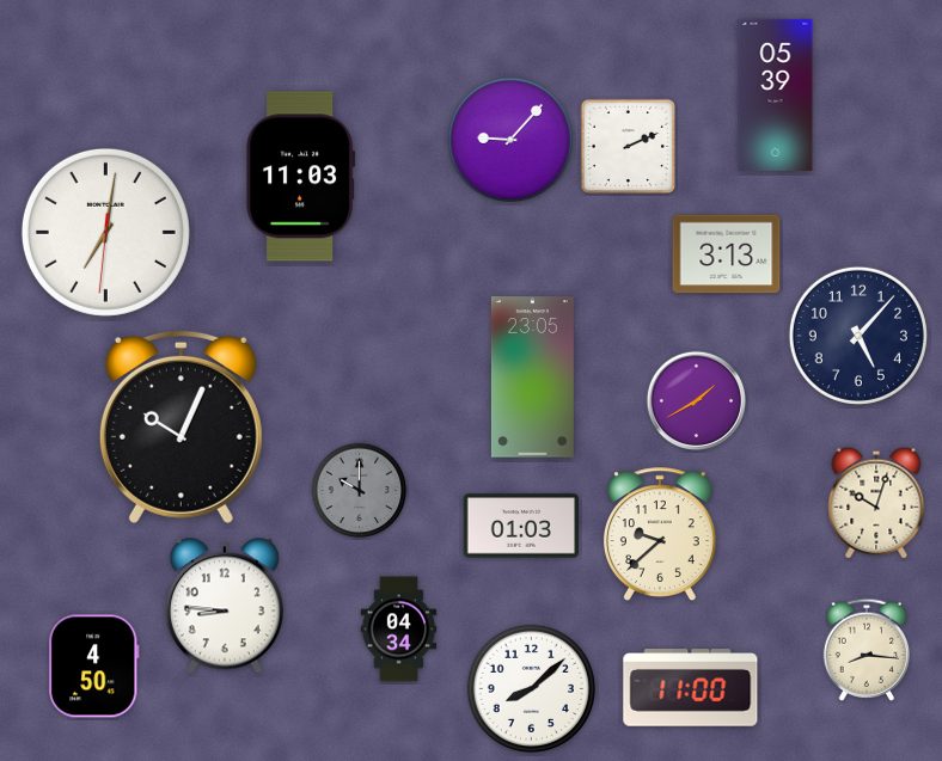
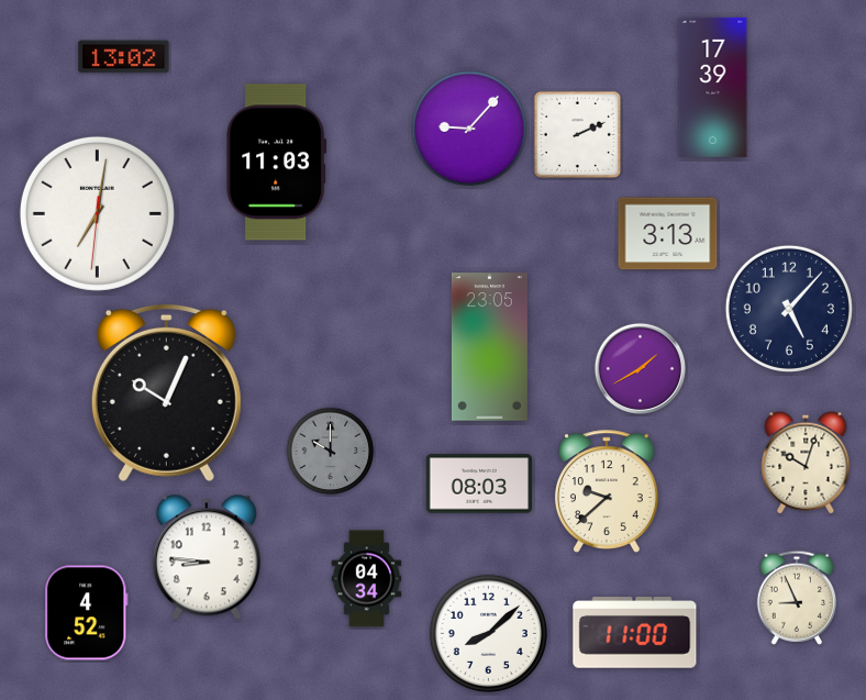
clock at (124, 57): none -> 13:02
clock at (776, 94): 05:39 -> 17:39
clock at (521, 526): 01:03 -> 08:03
clock at (865, 650): 8:16 -> 8:56
clock at (93, 667): 4:50 -> 4:52
